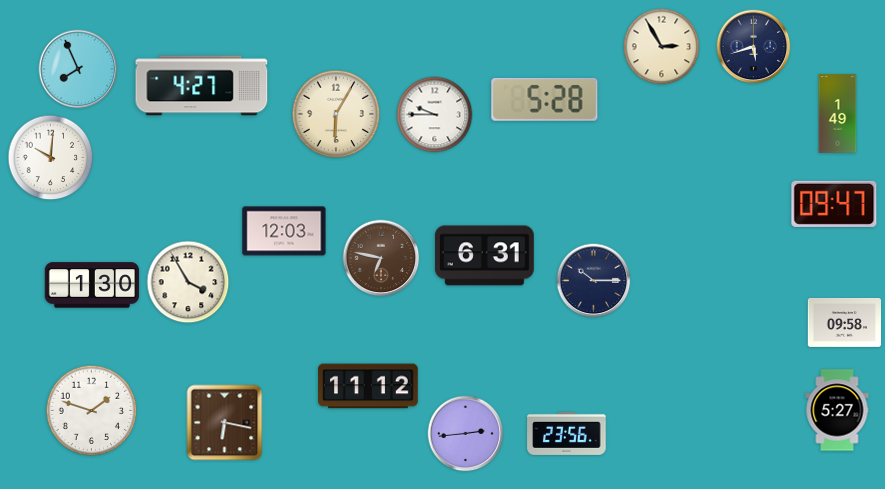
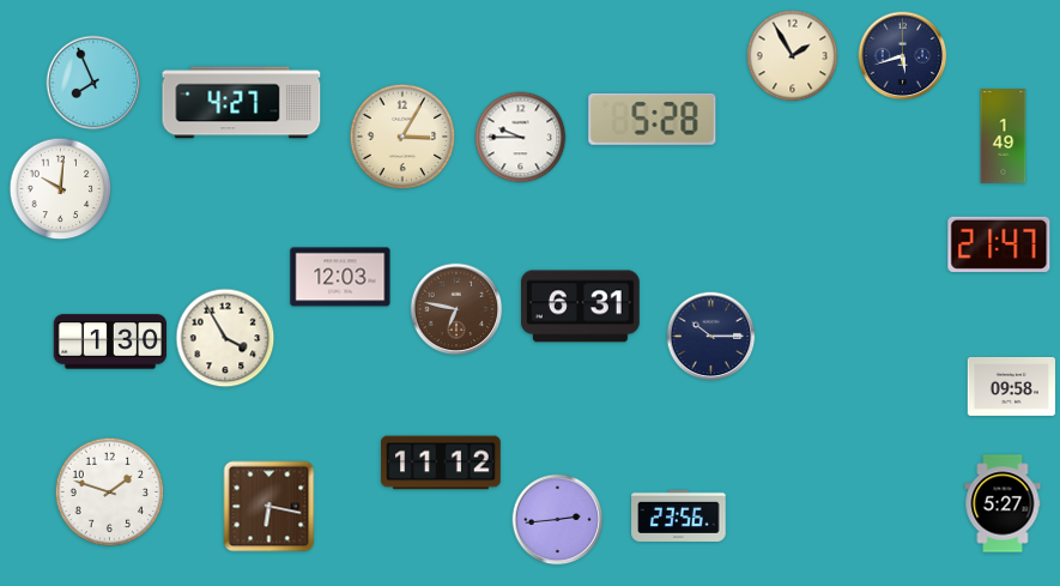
clock at (662, 47): 2:55 -> 1:55
clock at (336, 114): 6:05 -> 3:05
clock at (834, 204): 09:47 -> 21:47
clock at (837, 410) position: (837, 410) -> (1003, 503)
clock at (567, 433) position: (567, 433) -> (679, 515)
